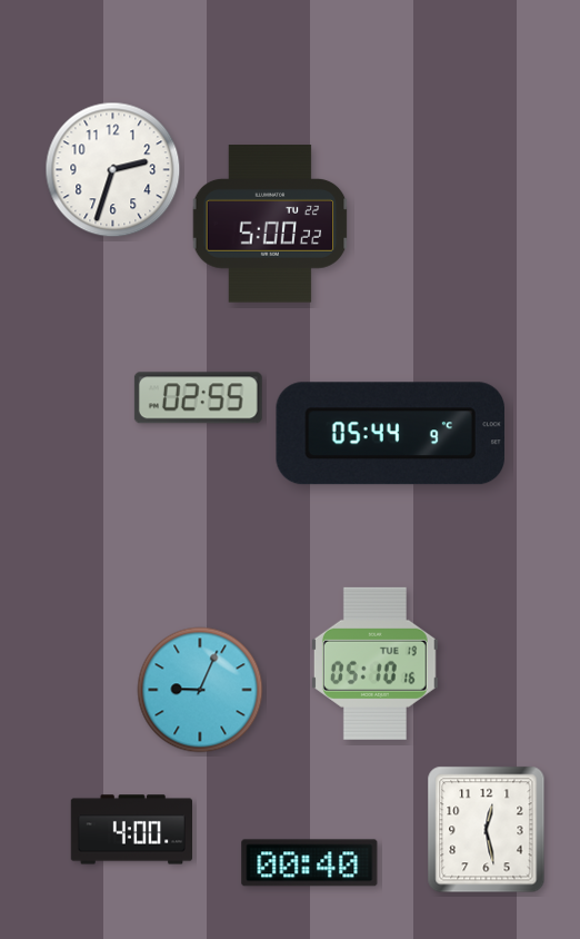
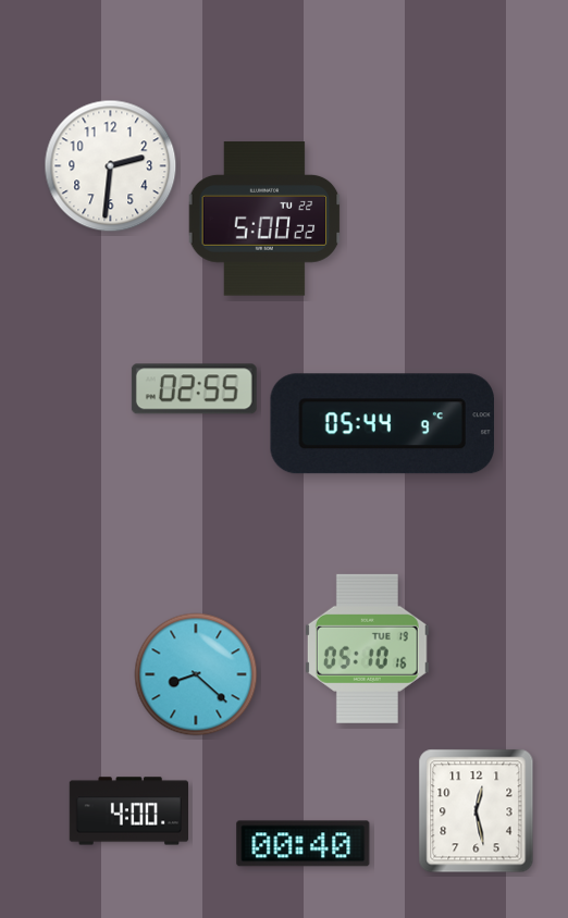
clock at (113, 170): 2:33 -> 2:31
clock at (200, 690): 9:04 -> 8:22
